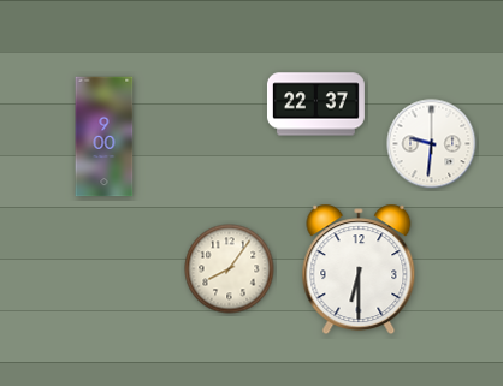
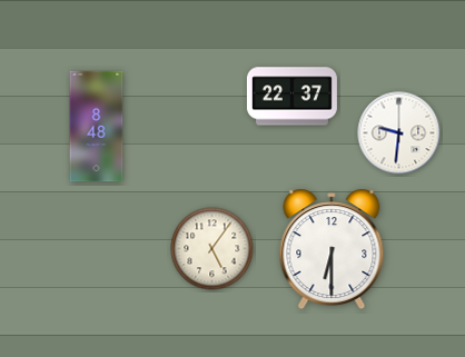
clock at (105, 137): 9:00 -> 8:48
clock at (230, 269): 8:06 -> 5:06
